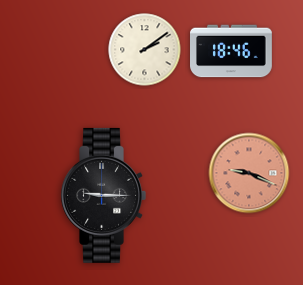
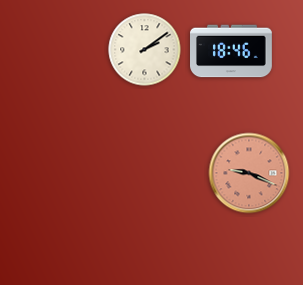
clock at (103, 195): 9:15 -> none
